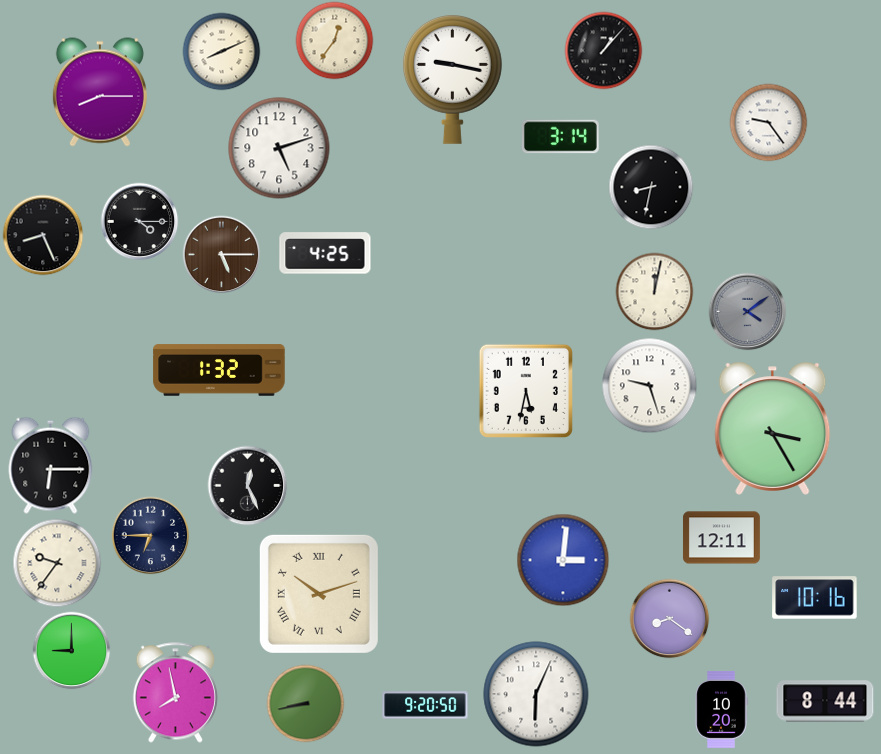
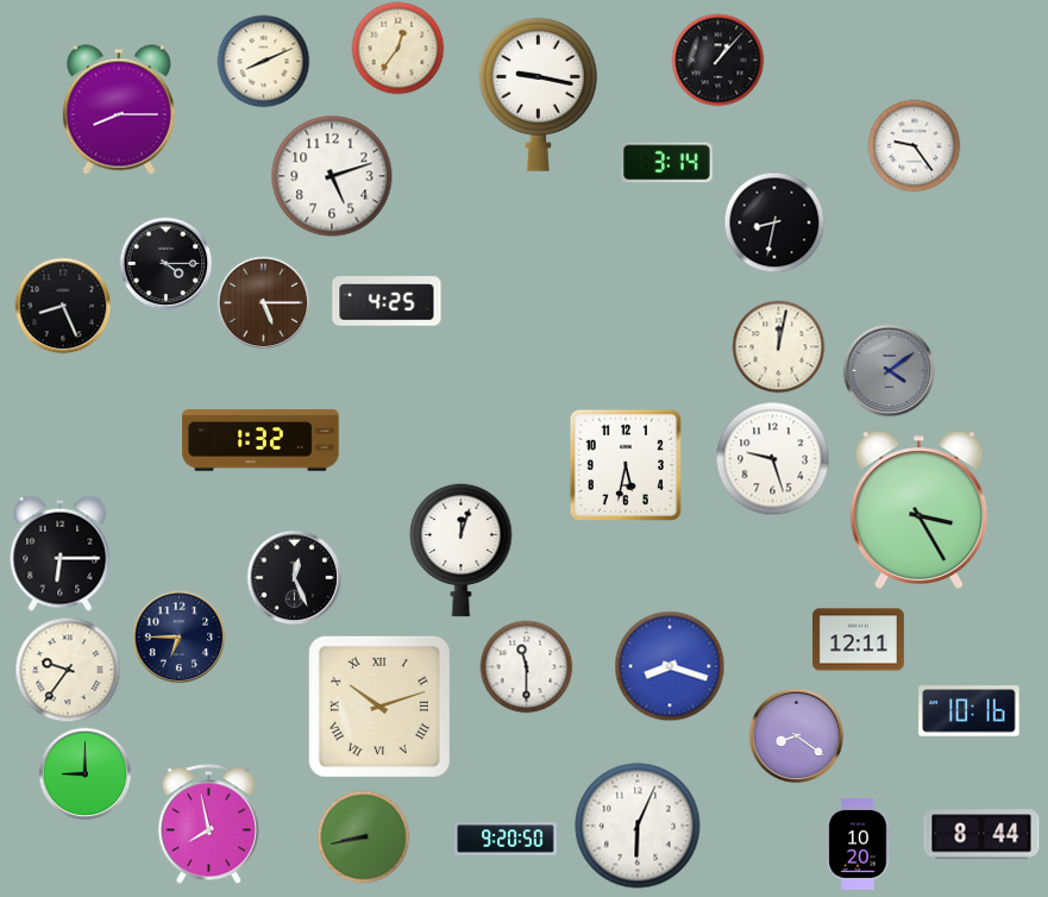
clock at (43, 235) position: (43, 235) -> (63, 306)
clock at (462, 550): none -> 12:03
clock at (526, 666): none -> 11:30
clock at (563, 560): 3:01 -> 8:18
